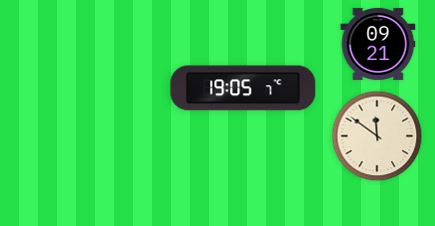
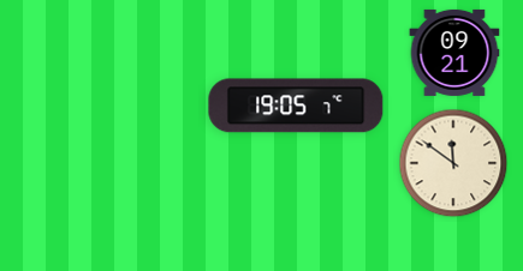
clock at (243, 88) position: (243, 88) -> (296, 106)
